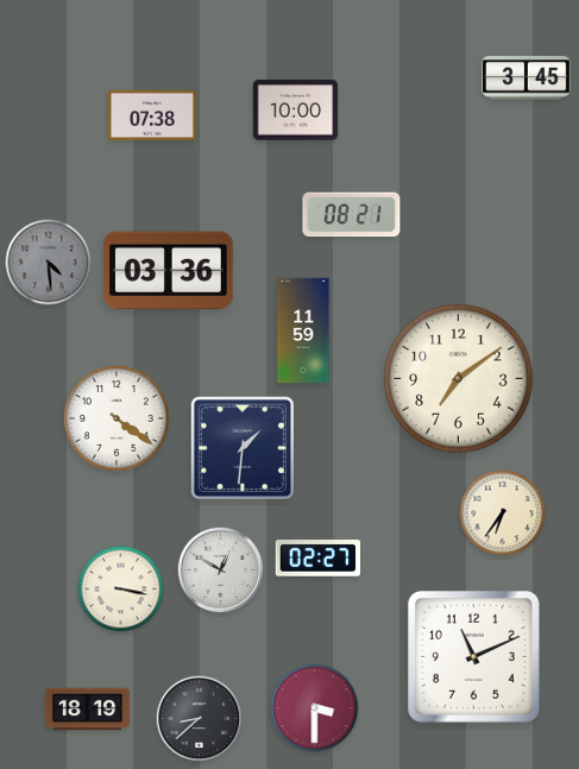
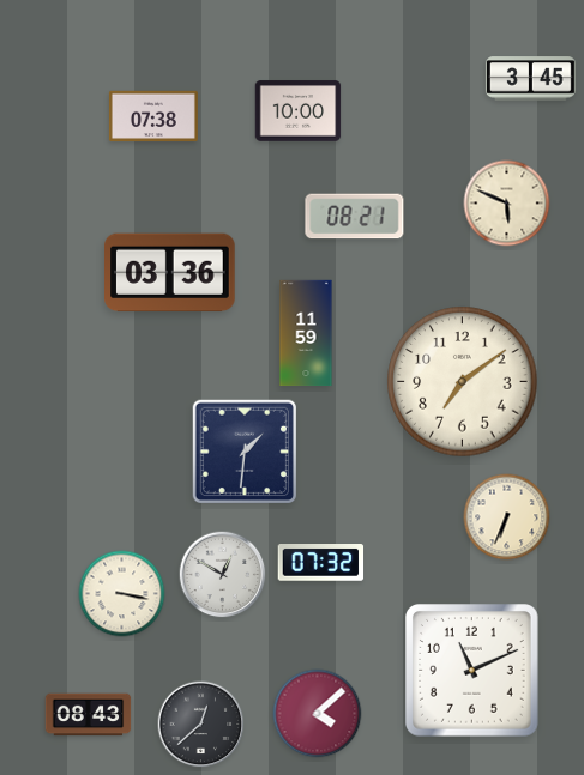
clock at (507, 204): none -> 5:49
clock at (49, 263): 4:29 -> none
clock at (117, 418): 4:21 -> none
clock at (503, 513): 6:36 -> 6:34
clock at (319, 559): 02:27 -> 07:32
clock at (474, 657) position: (474, 657) -> (472, 671)
clock at (315, 708): 3:30 -> 4:08
clock at (88, 710): 18:19 -> 08:43
clock at (200, 719): 8:38 -> 12:38
